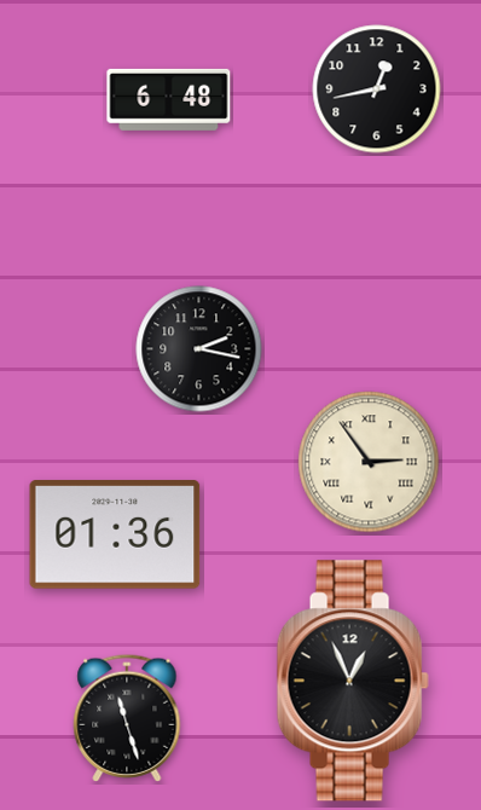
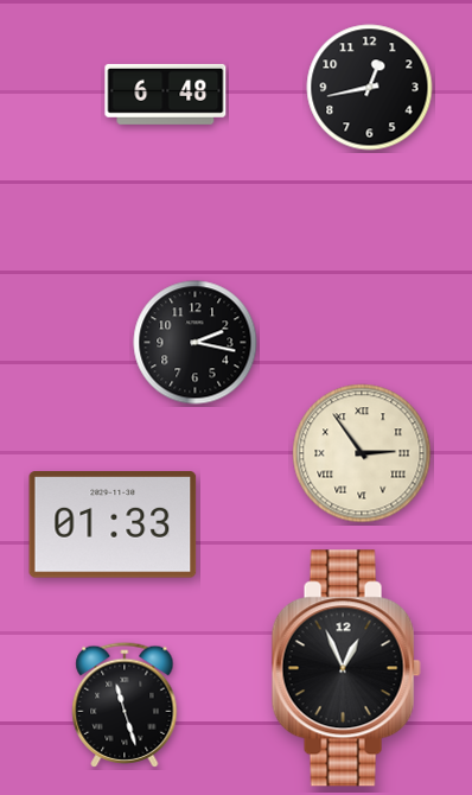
clock at (169, 99) position: (169, 99) -> (166, 94)
clock at (115, 534): 01:36 -> 01:33
